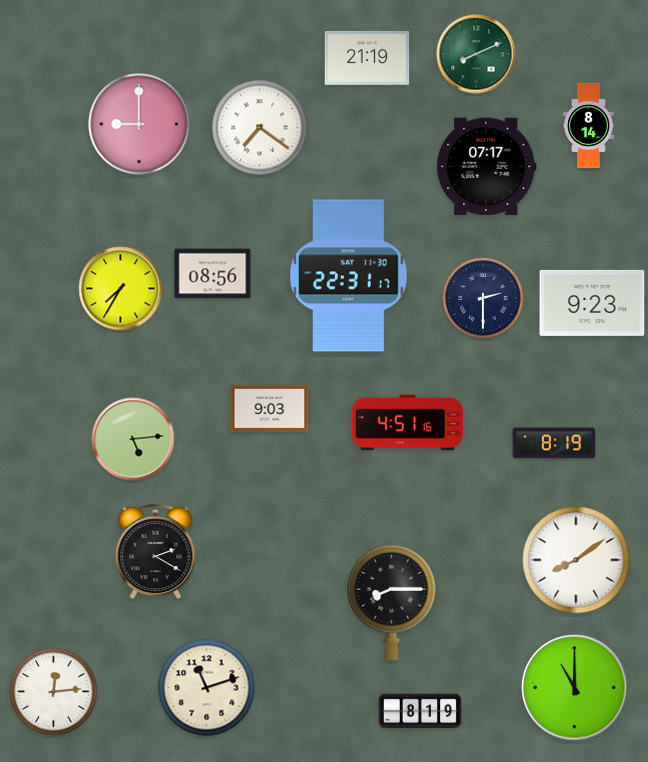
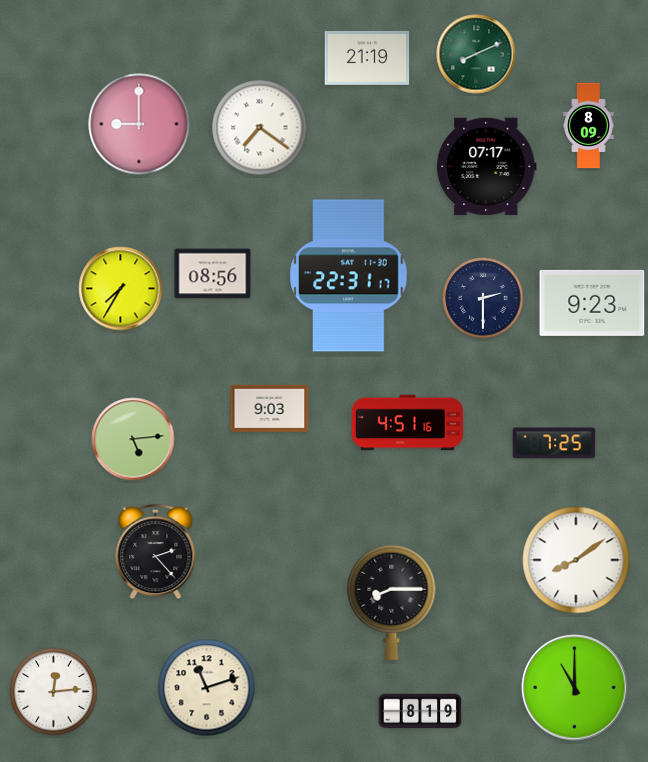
clock at (589, 126): 8:14 -> 8:09
clock at (554, 443): 8:19 -> 7:25
clock at (156, 552): 2:20 -> 2:23
